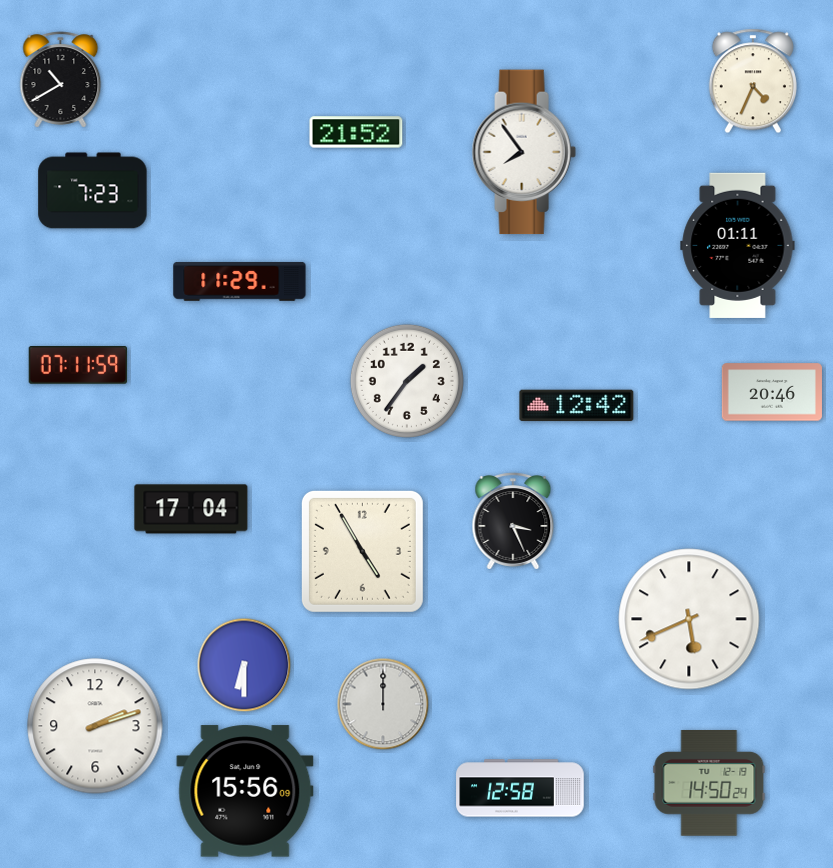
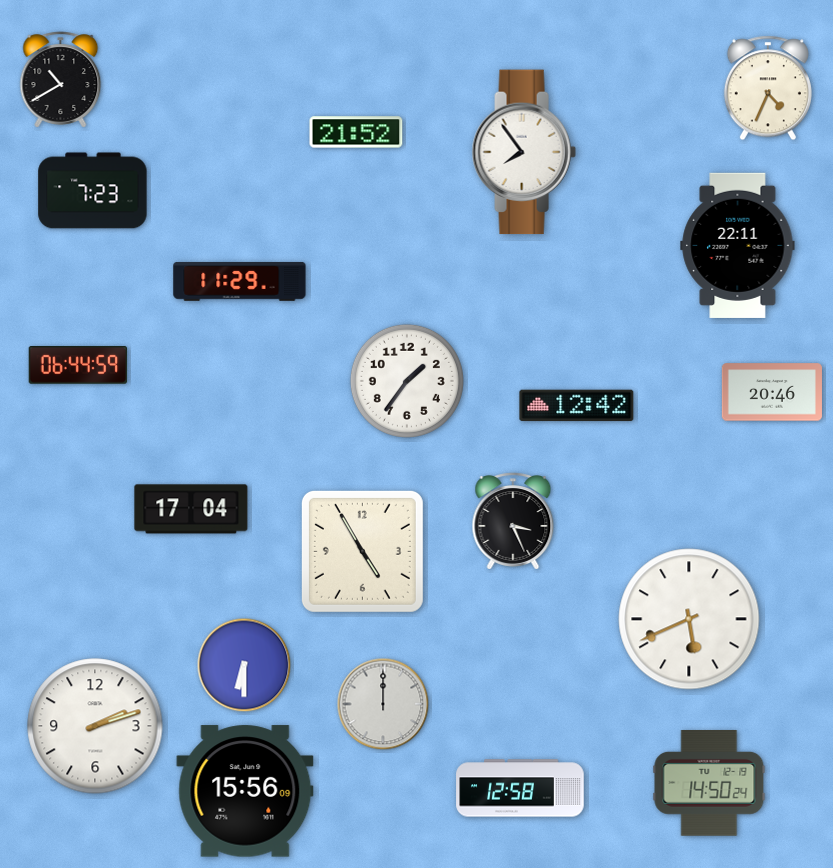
clock at (753, 81) position: (753, 81) -> (768, 88)
clock at (738, 245): 01:11 -> 22:11
clock at (78, 366): 07:11 -> 06:44
